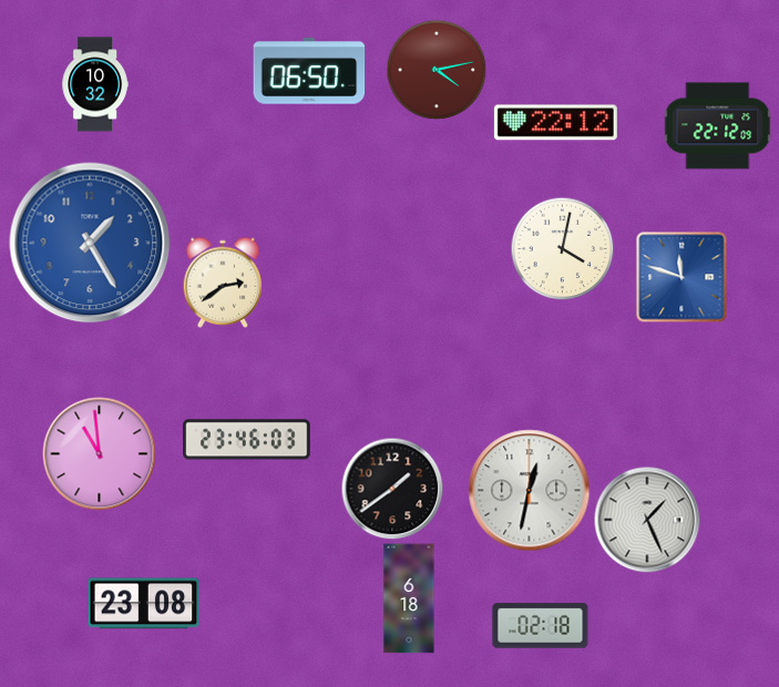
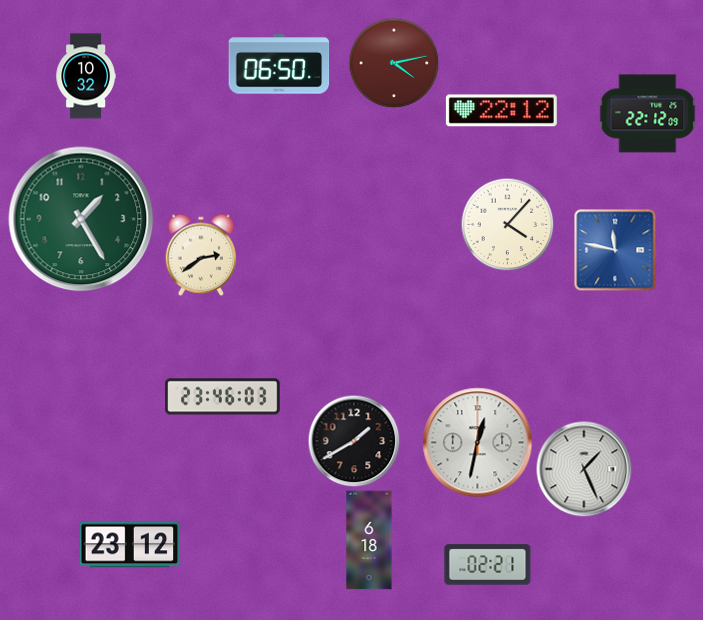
clock at (90, 243) dial: blue -> green
clock at (562, 248): 4:02 -> 4:07
clock at (681, 277): 11:48 -> 11:47
clock at (100, 454): 10:59 -> none
clock at (392, 489): 1:39 -> 1:40
clock at (144, 604): 23:08 -> 23:12
clock at (541, 626): 02:18 -> 02:21
